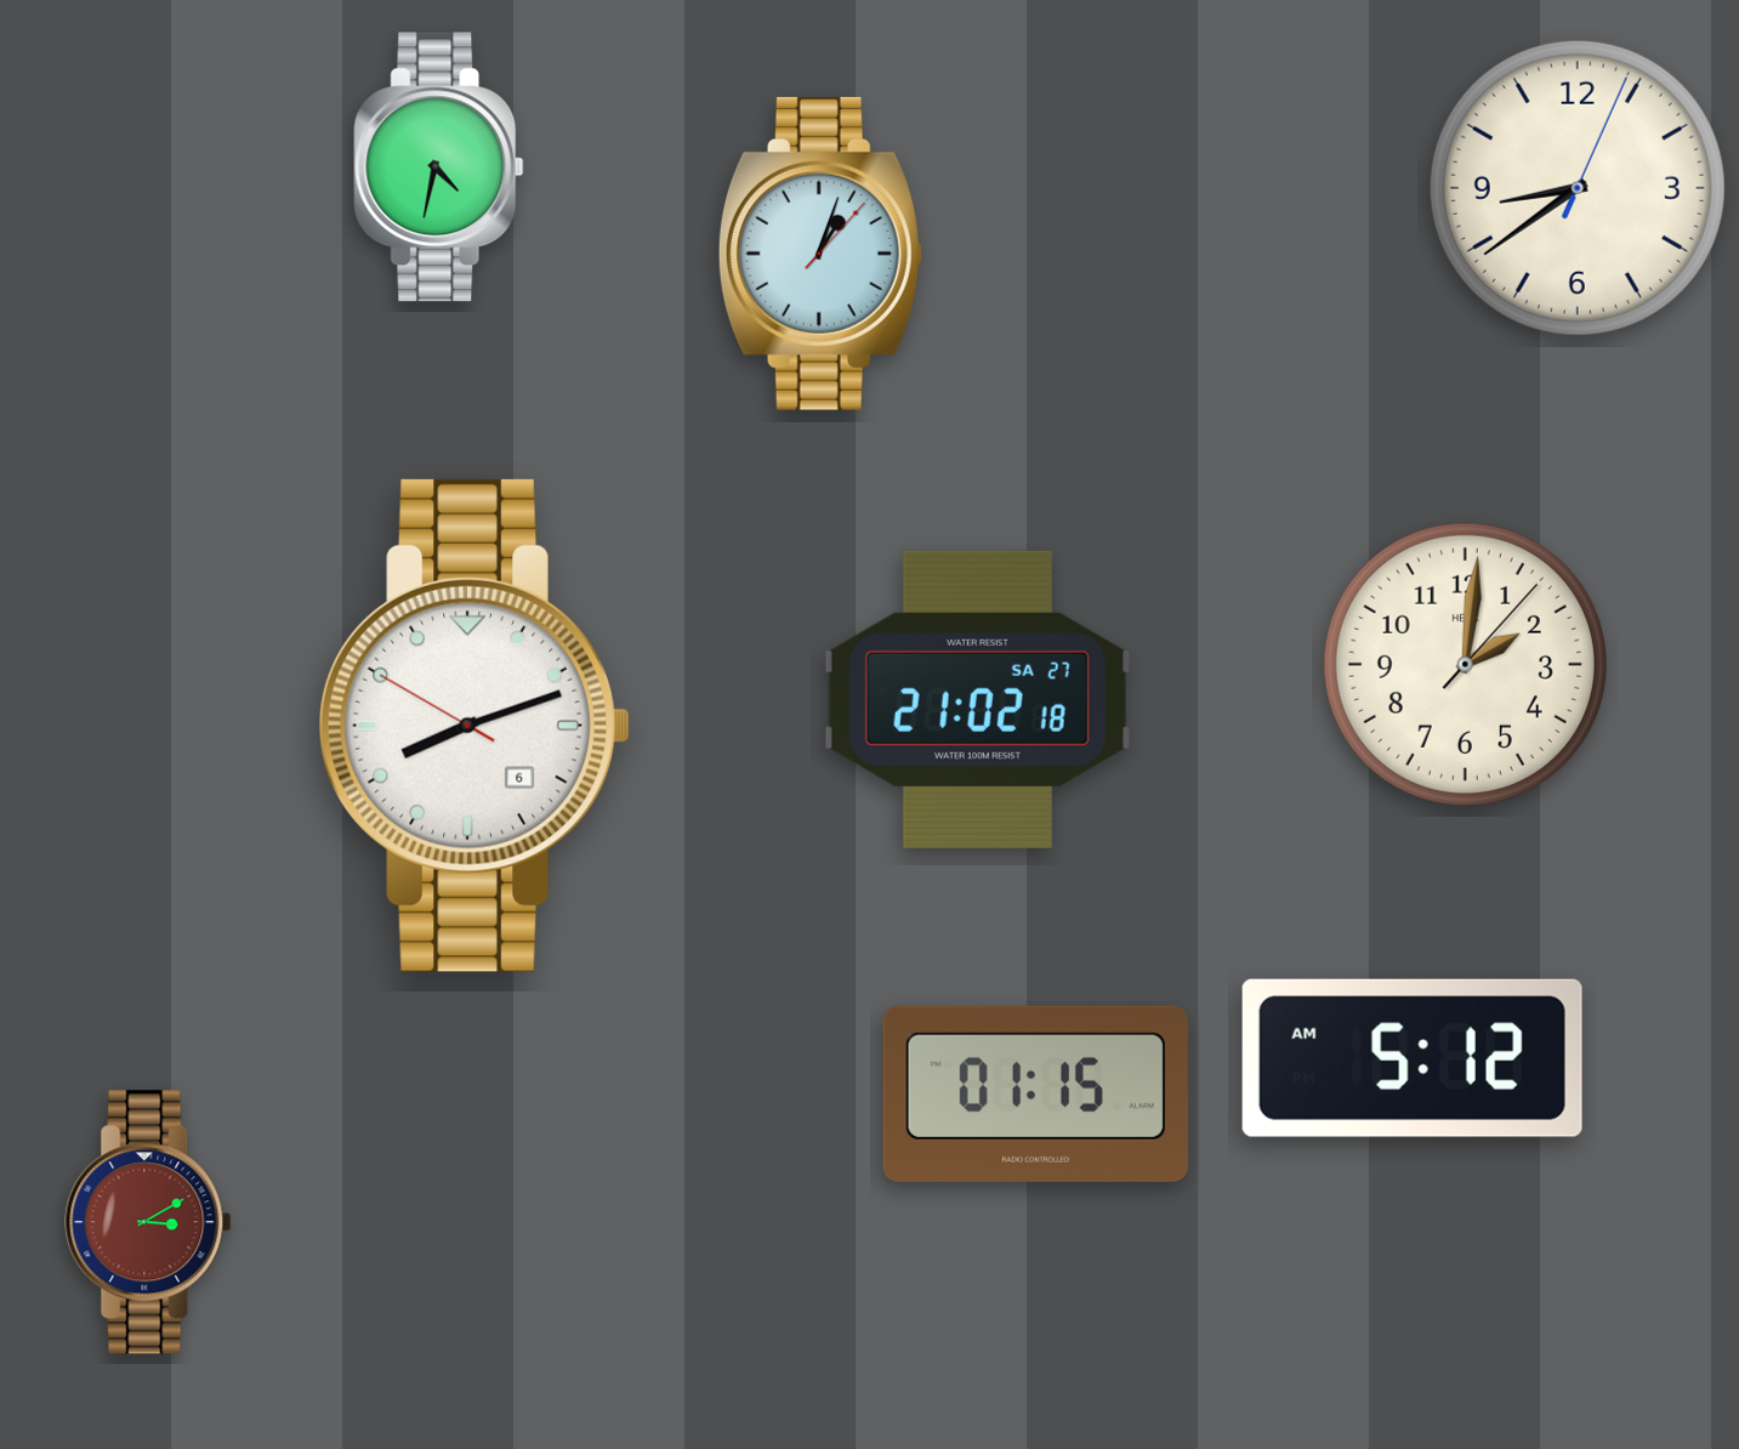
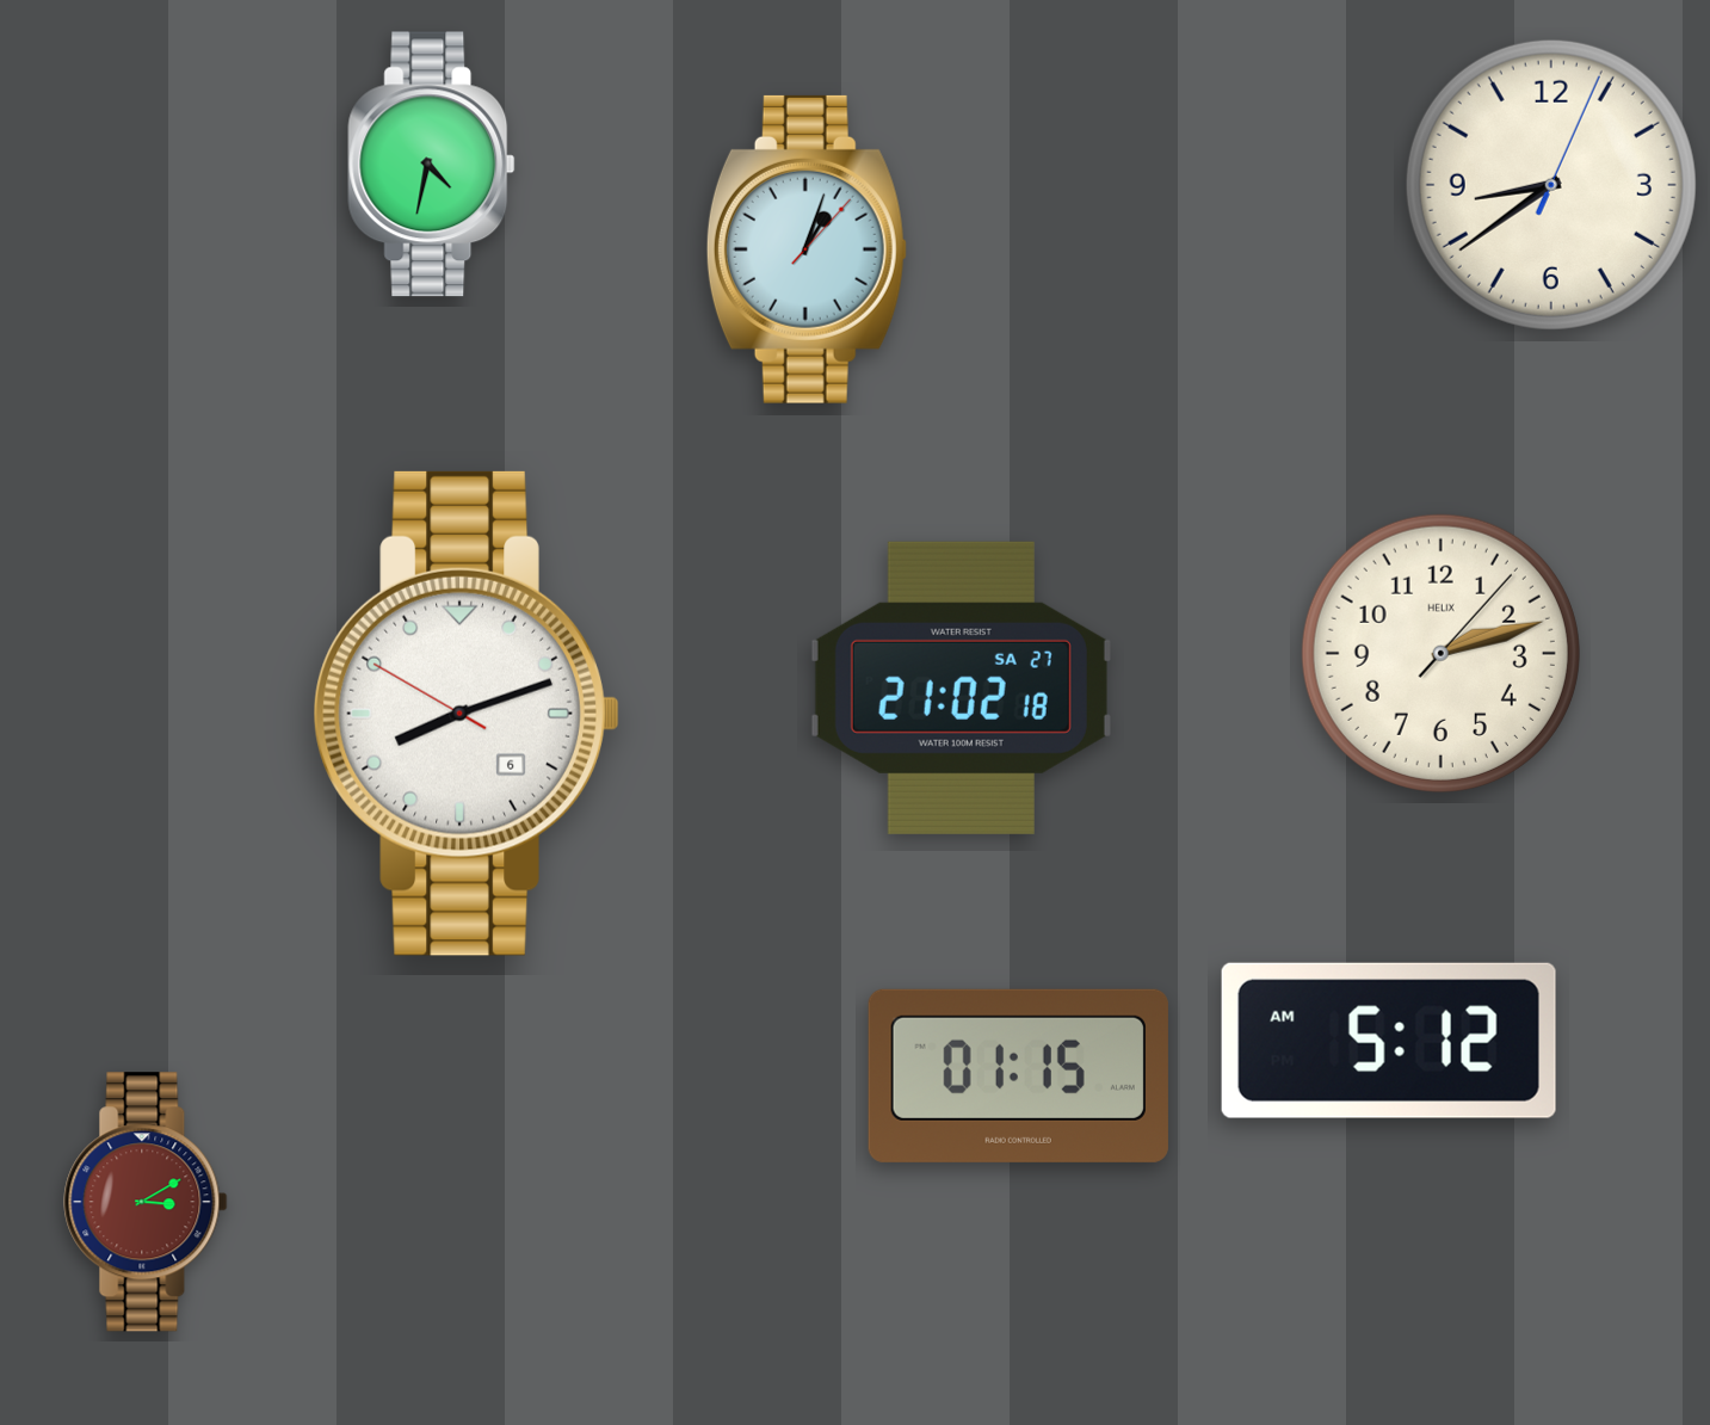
clock at (1465, 664): 2:01 -> 2:12
